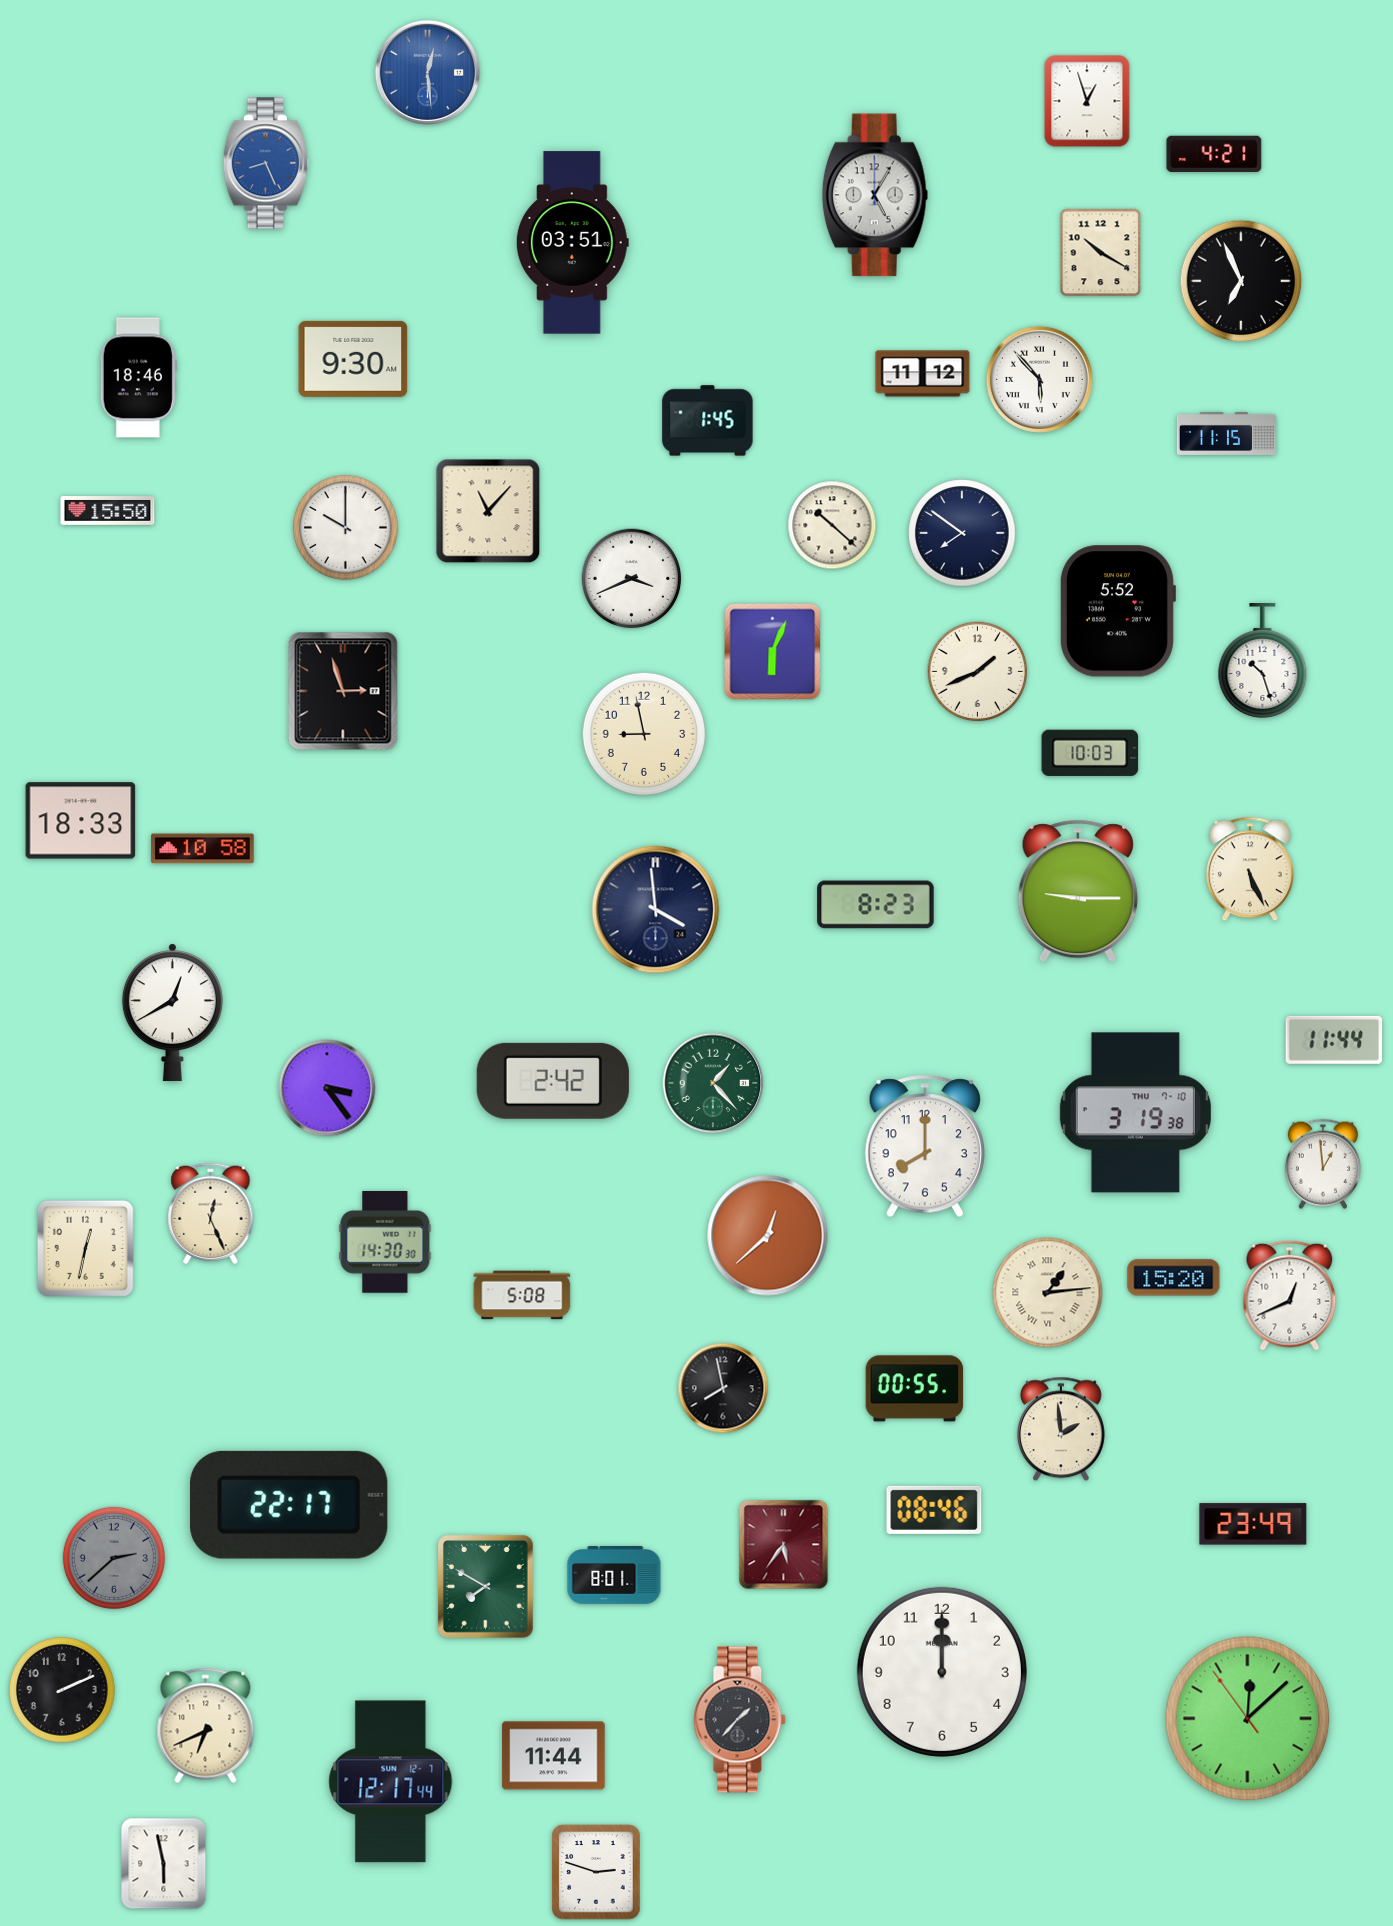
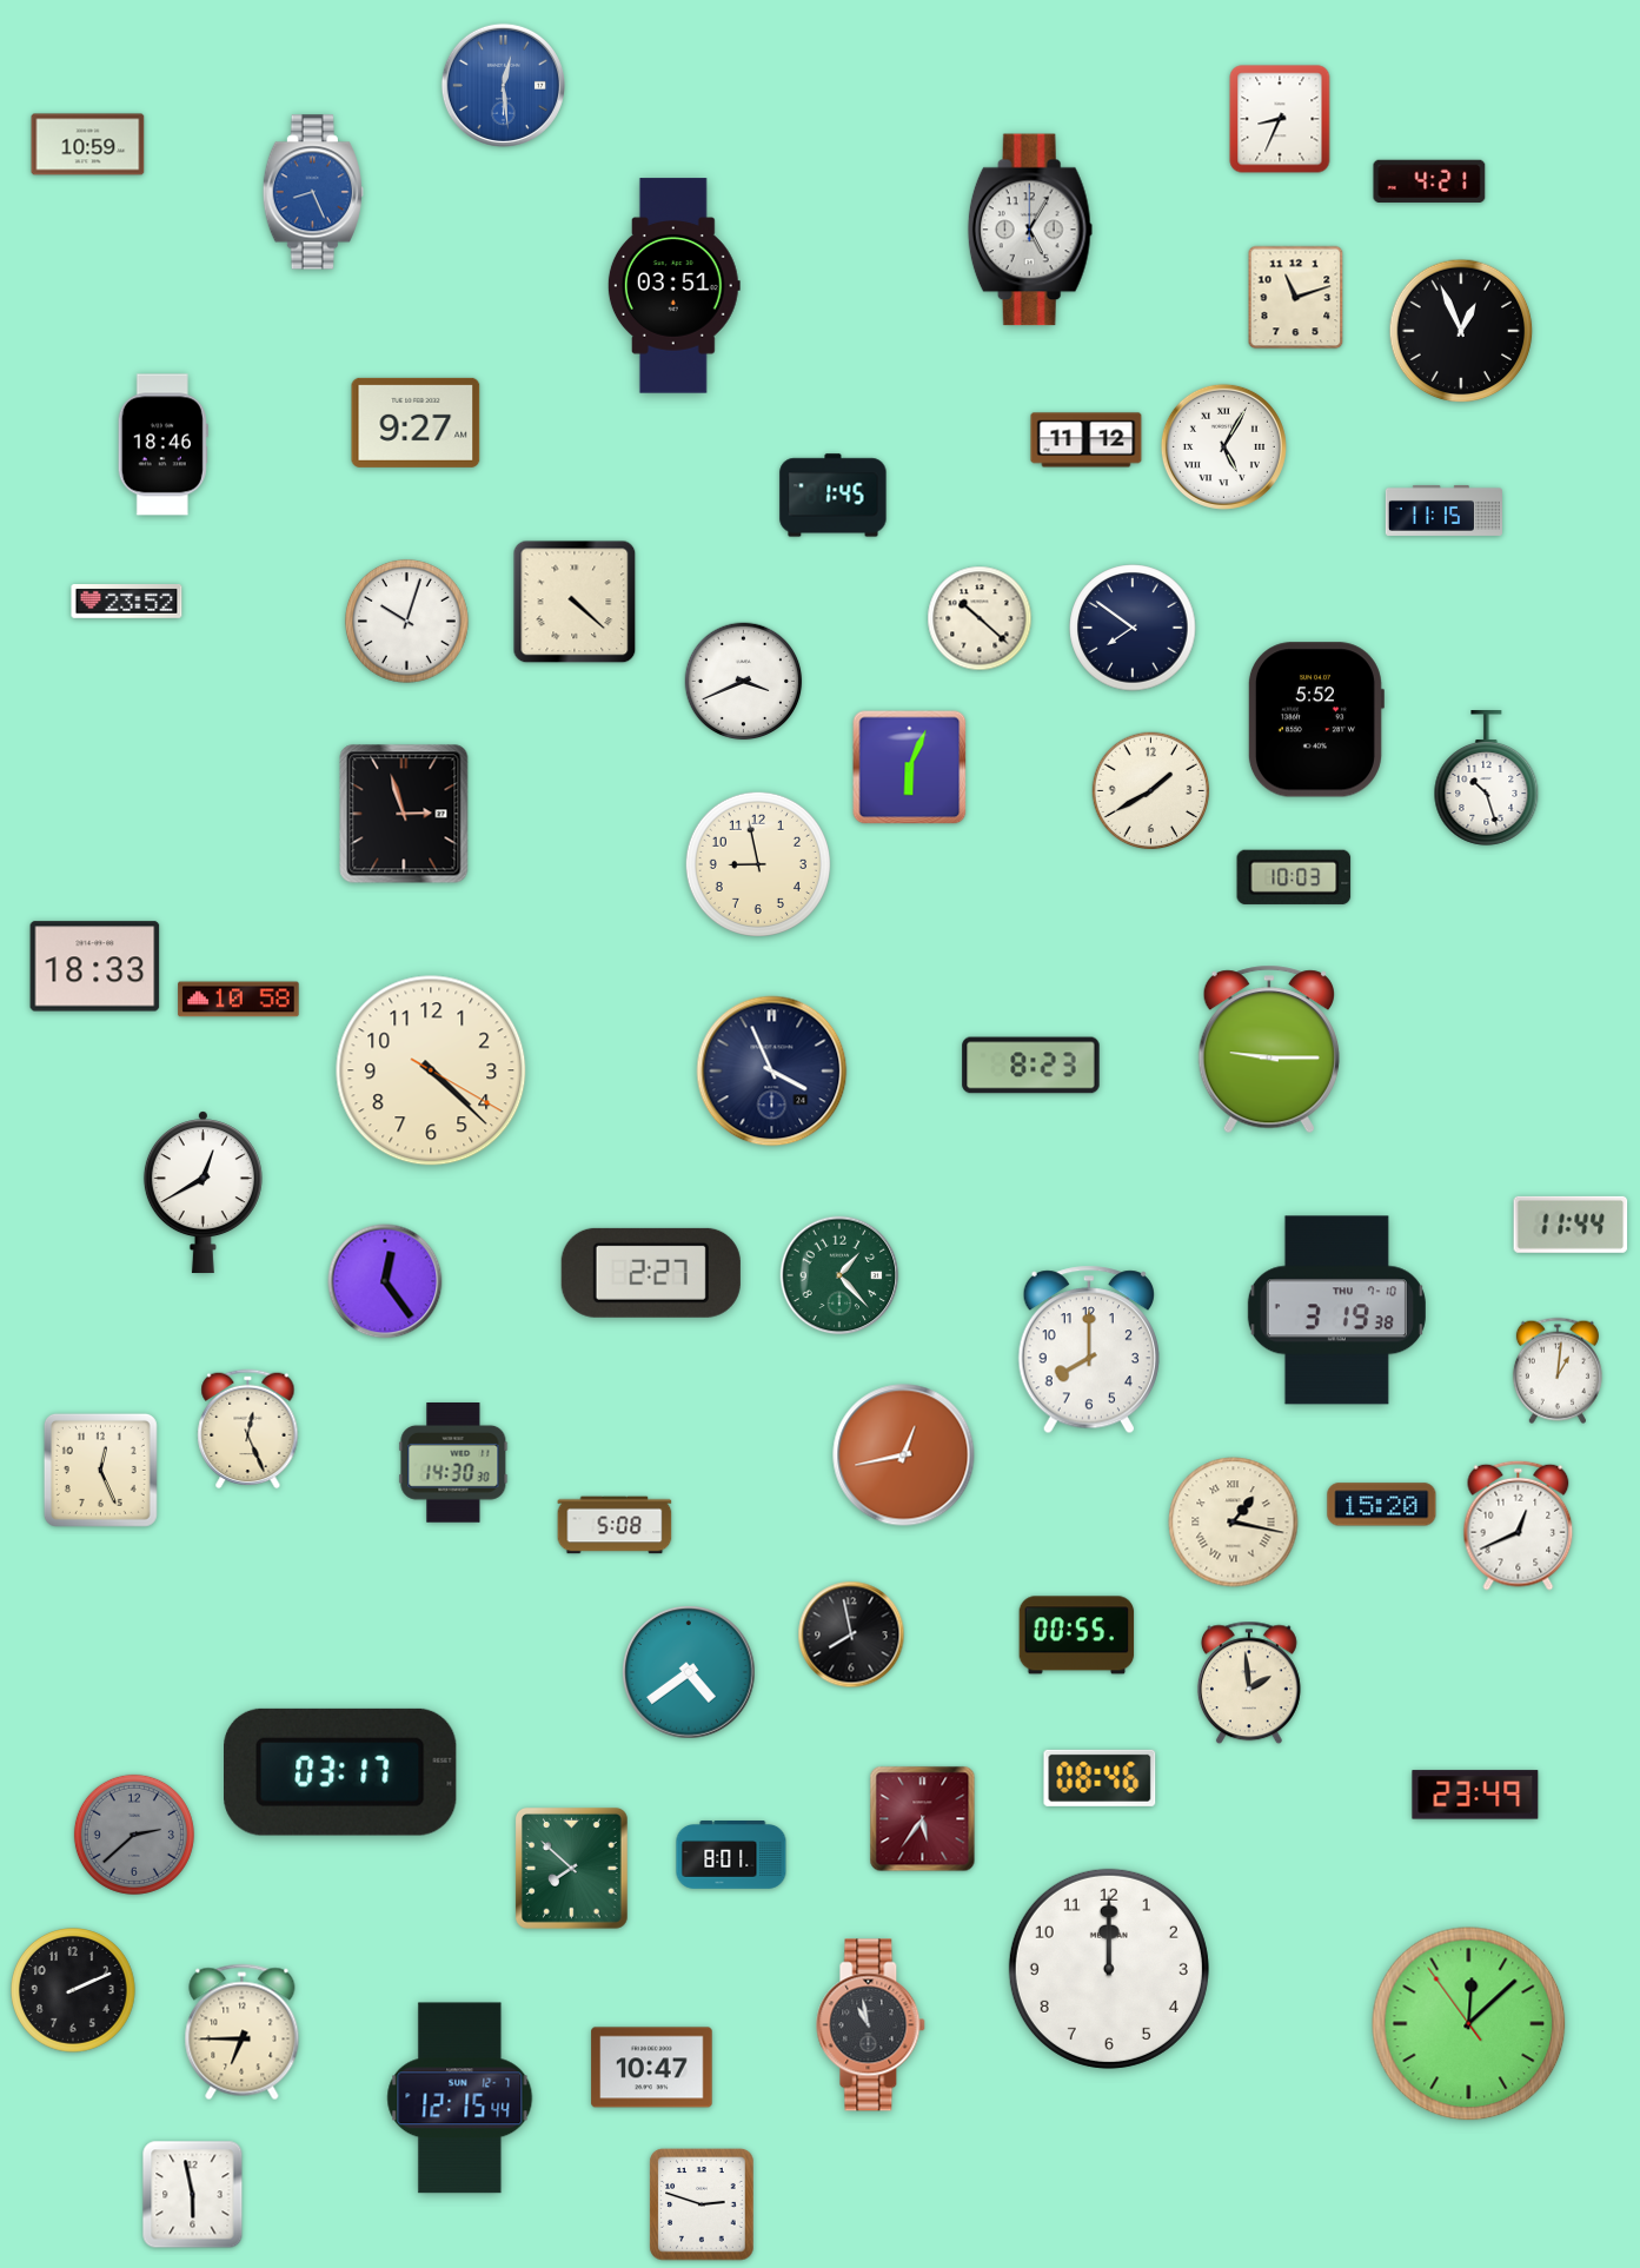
clock at (1087, 101): 12:57 -> 8:34
clock at (88, 145): none -> 10:59
clock at (1101, 253): 10:20 -> 11:12
clock at (1241, 281): 6:56 -> 12:56
clock at (353, 359): 9:30 -> 9:27
clock at (1039, 379): 5:53 -> 5:05
clock at (108, 511): 15:50 -> 23:52
clock at (488, 511): 11:07 -> 4:22
clock at (345, 527): 10:00 -> 10:03
clock at (978, 672): 1:41 -> 1:40
clock at (1090, 753) position: (1090, 753) -> (1294, 877)
clock at (1250, 869): 5:26 -> none
clock at (431, 1070): none -> 4:22
clock at (656, 910): 3:59 -> 3:56
clock at (553, 1081): 2:42 -> 2:27
clock at (327, 1088): 3:24 -> 12:24
clock at (1323, 1164): 12:59 -> 1:01
clock at (768, 1236): 12:38 -> 12:43
clock at (85, 1248): 12:32 -> 12:26
clock at (1048, 1293): 1:14 -> 1:17
clock at (689, 1672): none -> 4:39
clock at (290, 1505): 22:17 -> 03:17
clock at (614, 1575) position: (614, 1575) -> (731, 1855)
clock at (485, 1586): 7:50 -> 7:52
clock at (740, 1720): 1:37 -> 10:58
clock at (206, 1726): 6:41 -> 6:45
clock at (554, 1756): 11:44 -> 10:47
clock at (391, 1782): 12:17 -> 12:15
